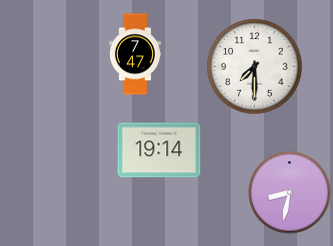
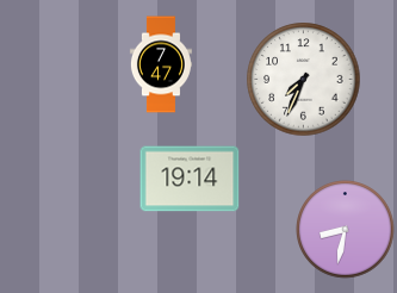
clock at (255, 67): 7:30 -> 7:34
